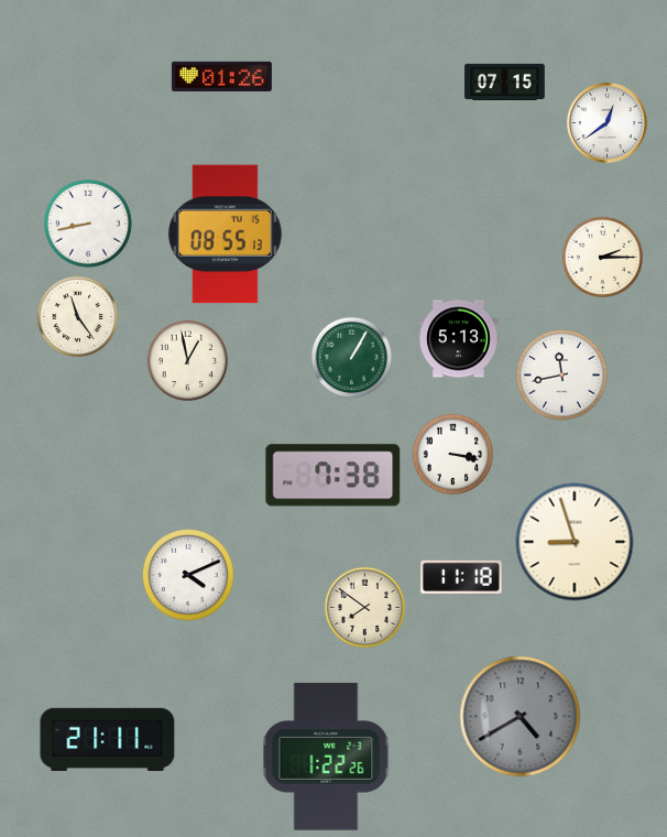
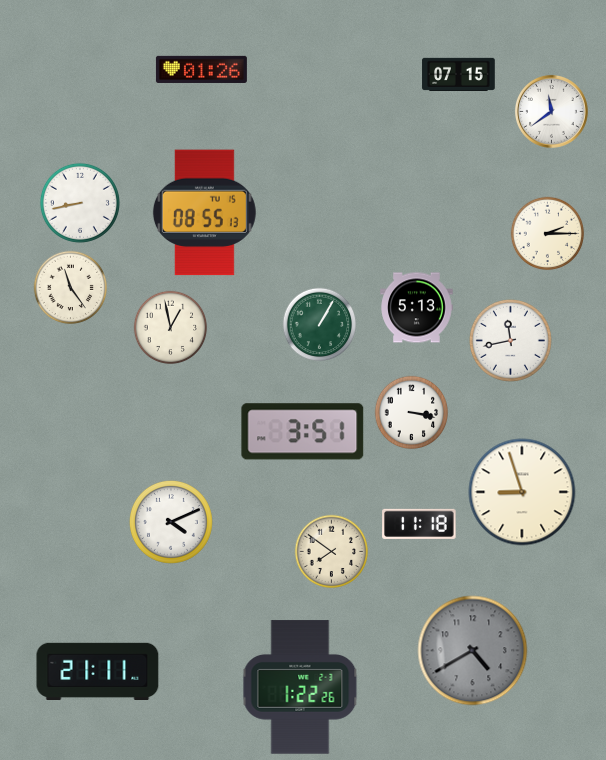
clock at (606, 122): 12:39 -> 11:39
clock at (333, 476): 7:38 -> 3:51
clock at (326, 757) position: (326, 757) -> (300, 687)
